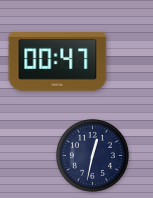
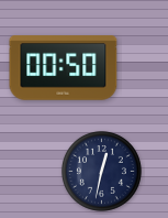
clock at (58, 62): 00:47 -> 00:50
